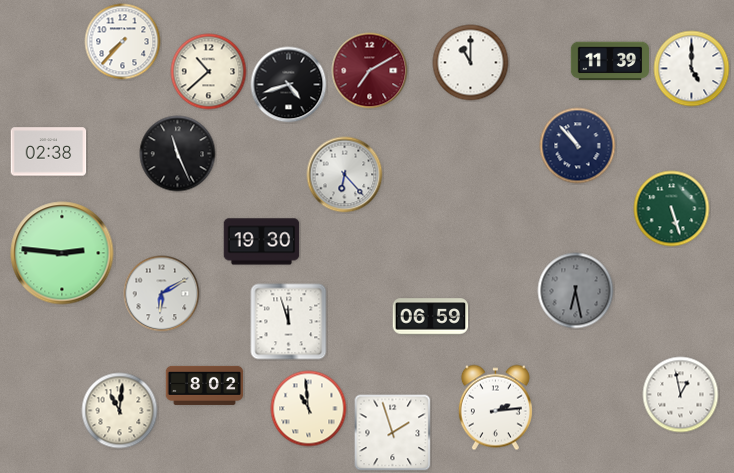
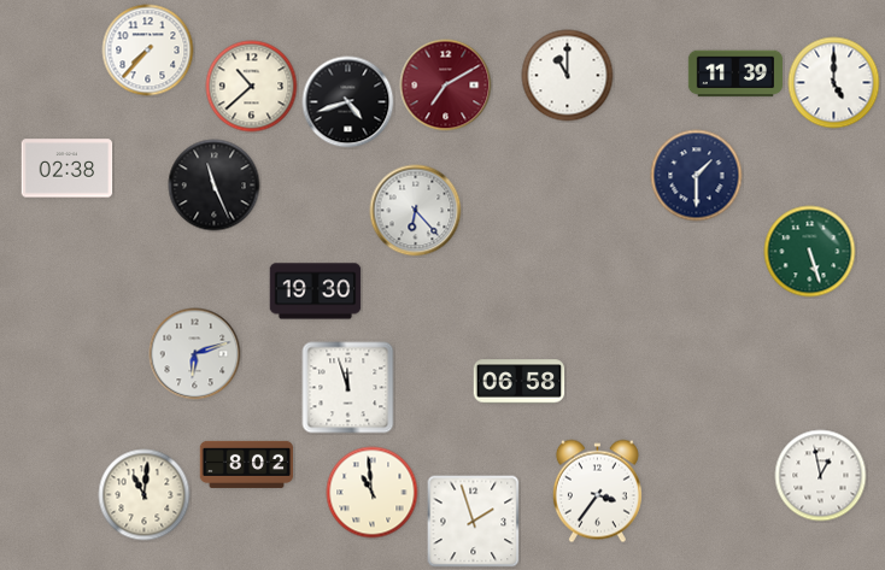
clock at (578, 146): 10:53 -> 1:30
clock at (49, 152) position: (49, 152) -> (68, 169)
clock at (62, 253): 2:46 -> none
clock at (576, 291): 6:28 -> none
clock at (162, 294): 6:10 -> 6:12
clock at (431, 317): 06:59 -> 06:58
clock at (495, 408): 2:14 -> 3:36
